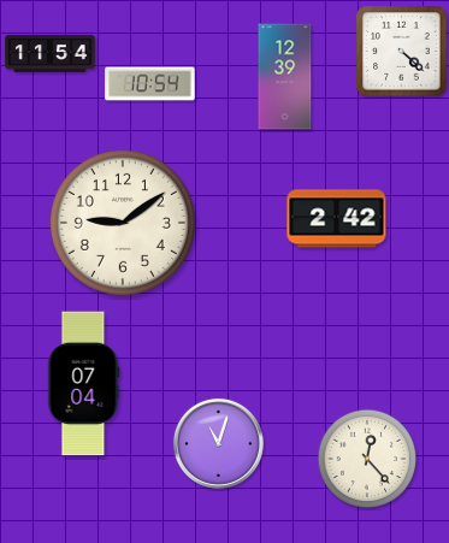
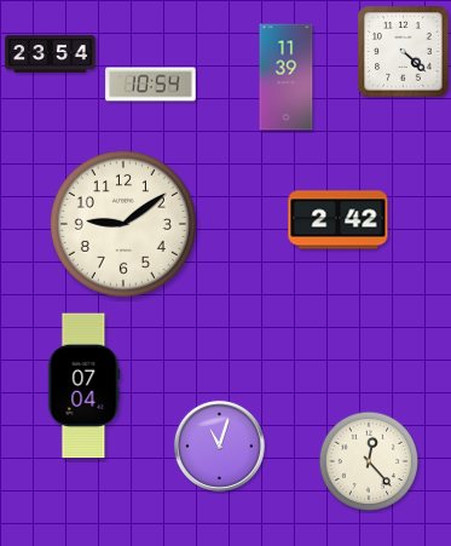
clock at (51, 54): 11:54 -> 23:54
clock at (285, 77): 12:39 -> 11:39
